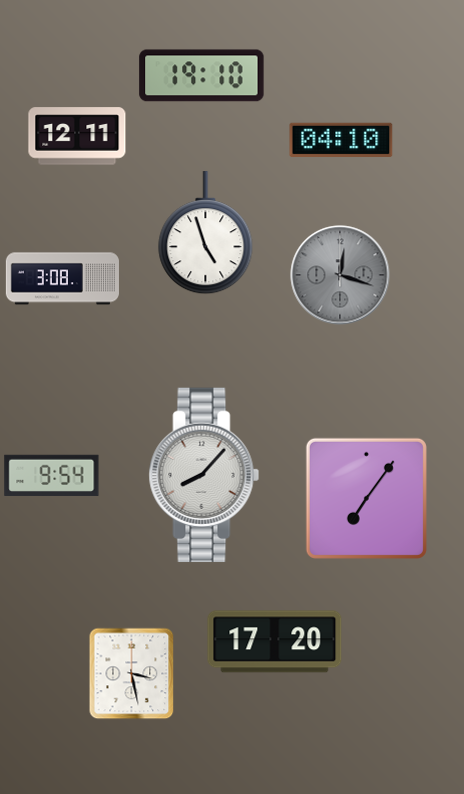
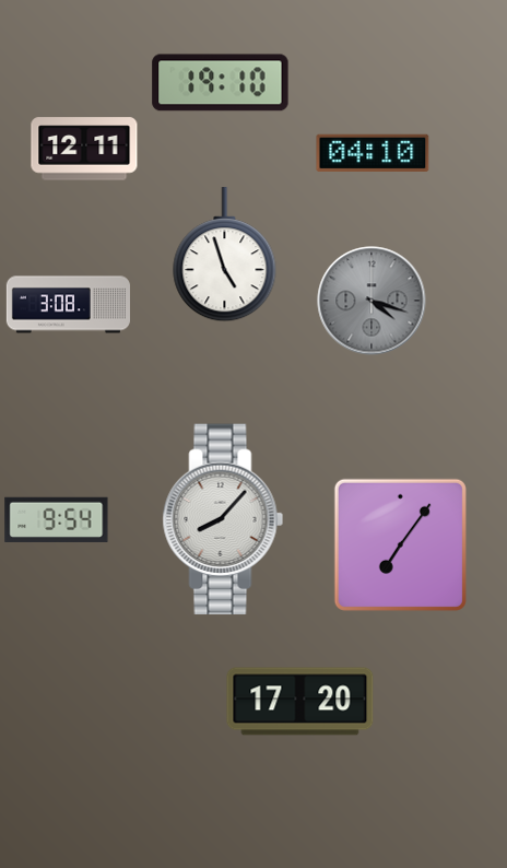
clock at (340, 275): 12:18 -> 4:18
clock at (132, 674): 3:28 -> none
